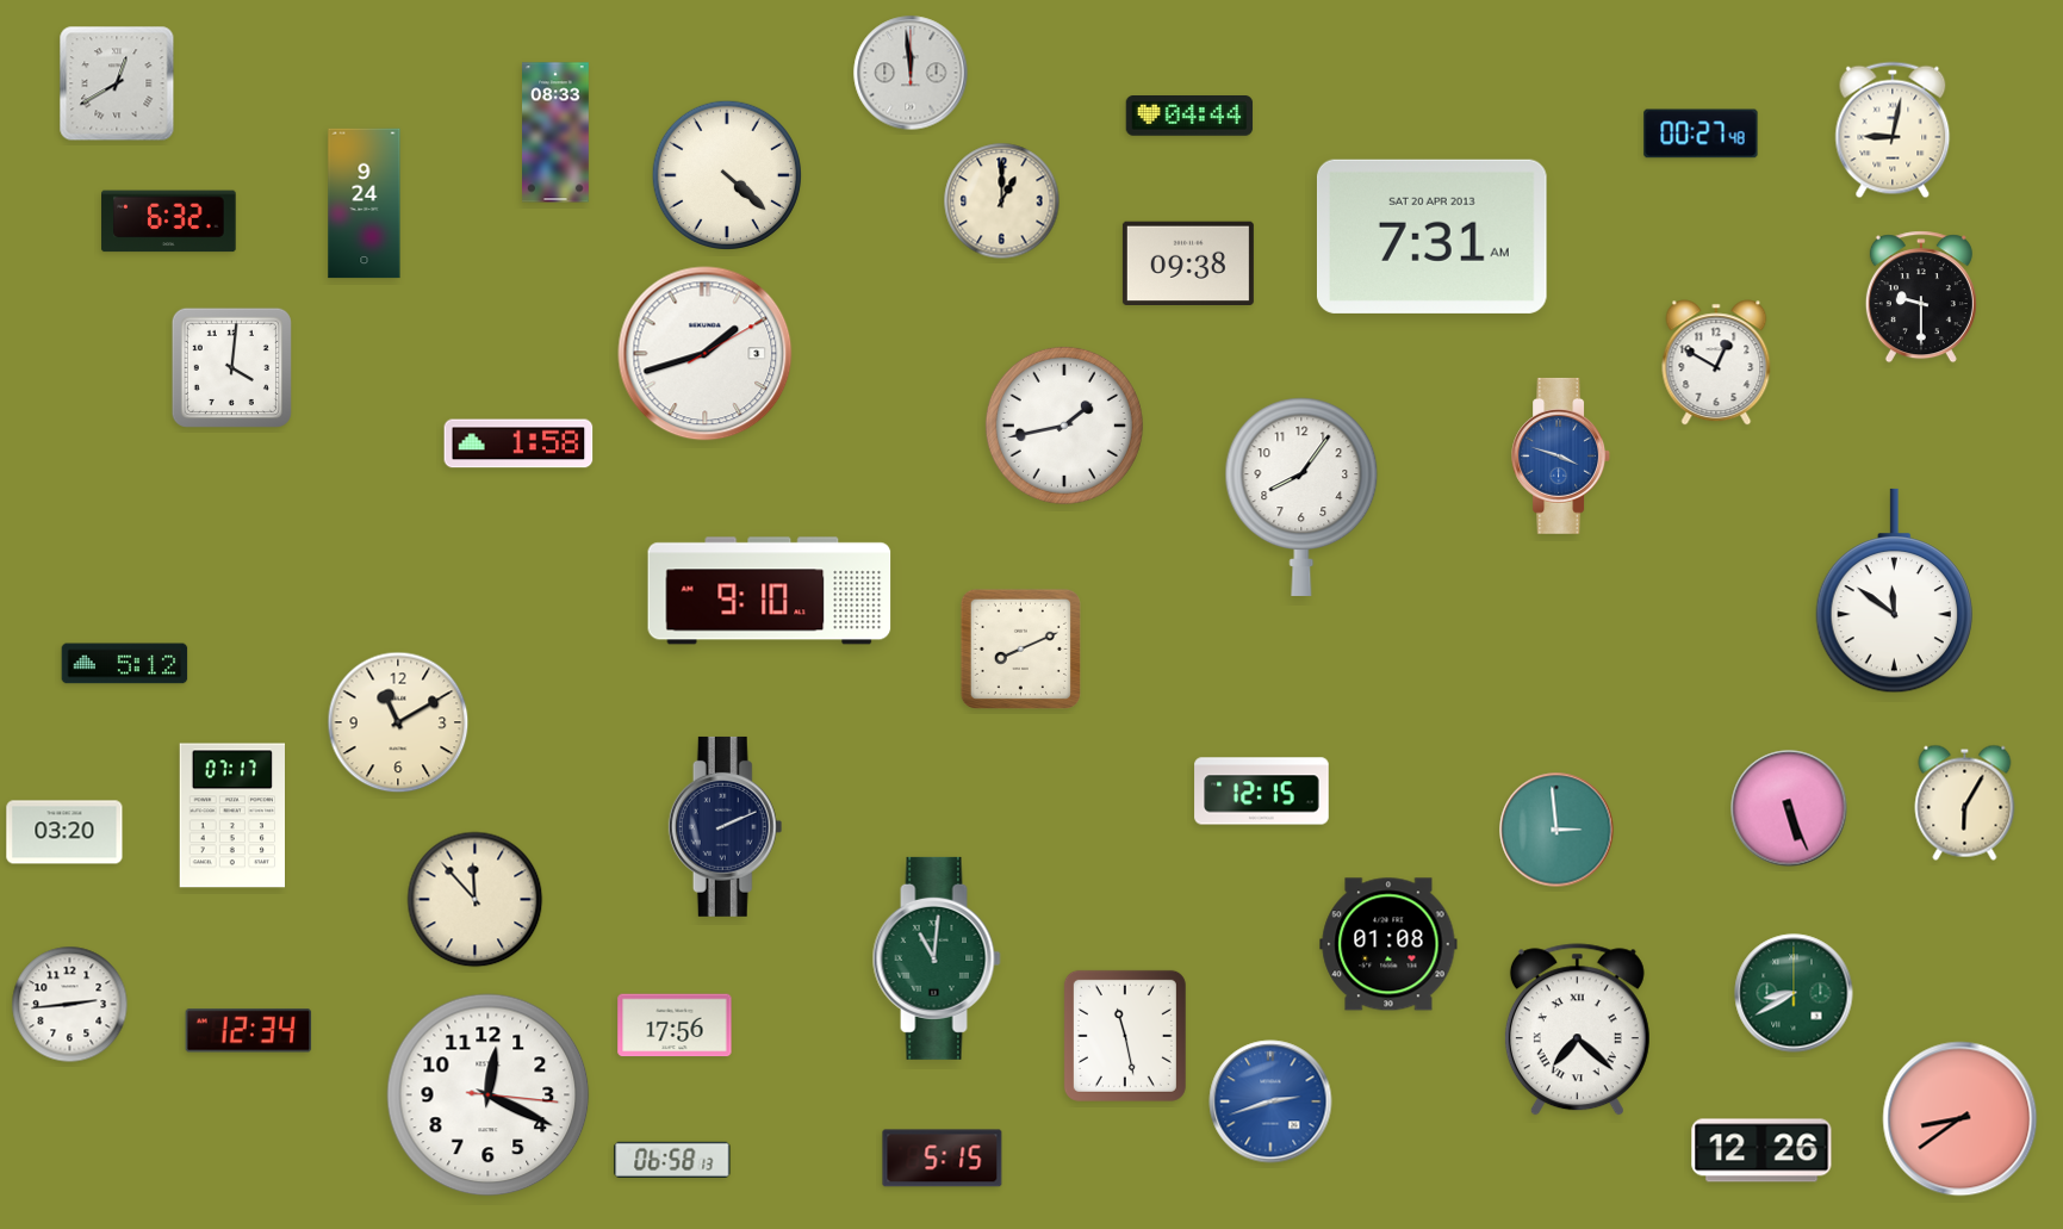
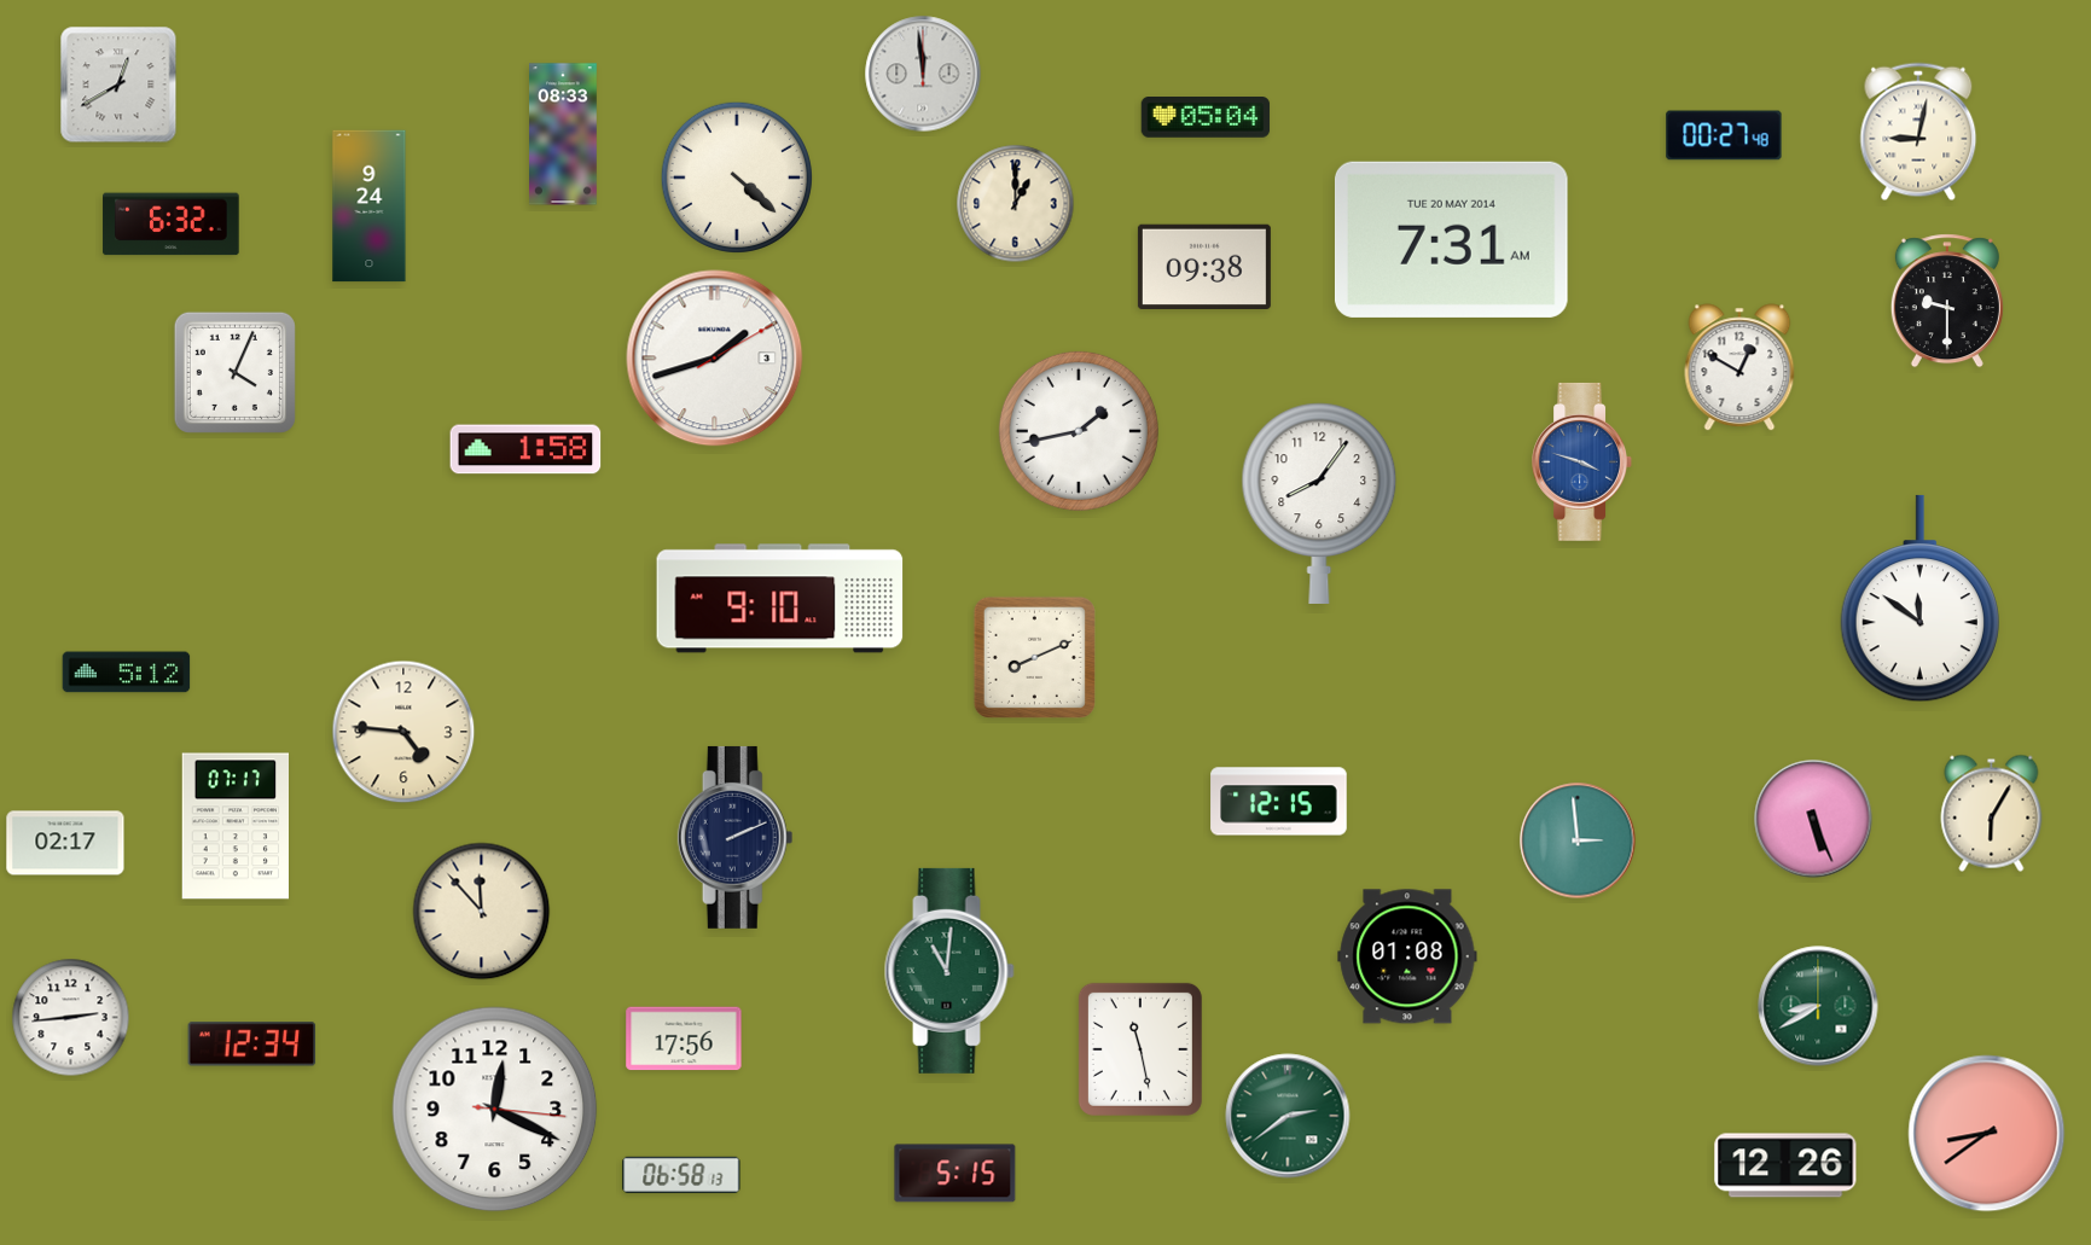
clock at (1189, 117): 04:44 -> 05:04
clock at (1431, 236) date: SAT 20 APR 2013 -> TUE 20 MAY 2014
clock at (231, 367): 4:01 -> 4:04
clock at (398, 722): 11:10 -> 4:46
clock at (64, 832): 03:20 -> 02:17
clock at (1577, 1030): 7:22 -> none
clock at (1270, 1101): 2:42 -> 2:39
clock at (1270, 1101) dial: blue -> green
